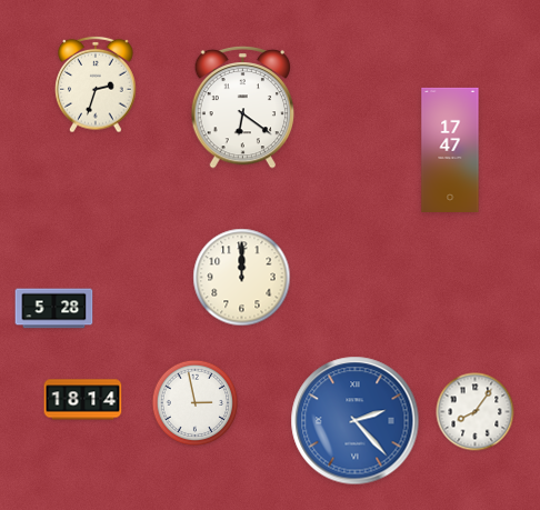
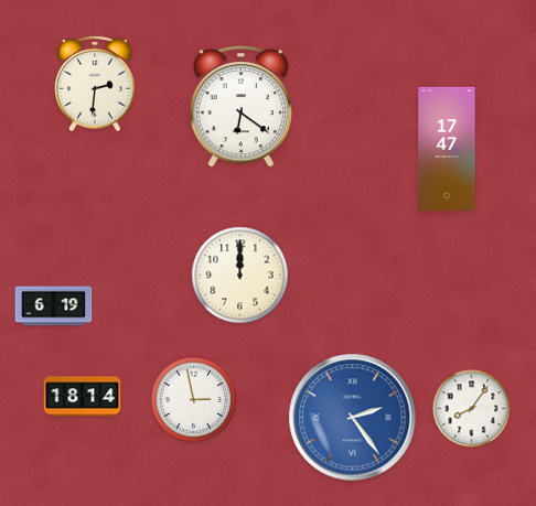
clock at (96, 84): 2:33 -> 2:31
clock at (54, 309): 5:28 -> 6:19
clock at (356, 421): 2:23 -> 2:24
